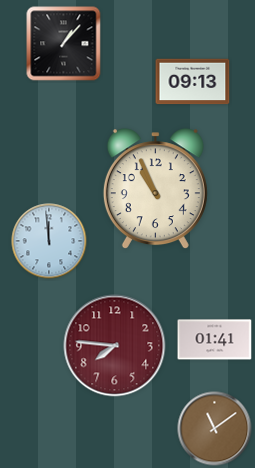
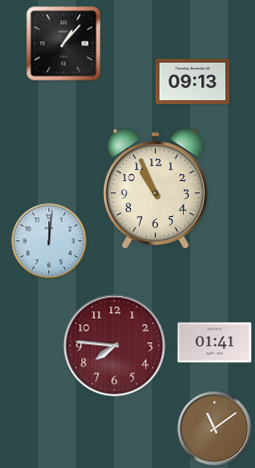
clock at (49, 241): 11:59 -> 12:01
clock at (215, 340) position: (215, 340) -> (215, 343)
